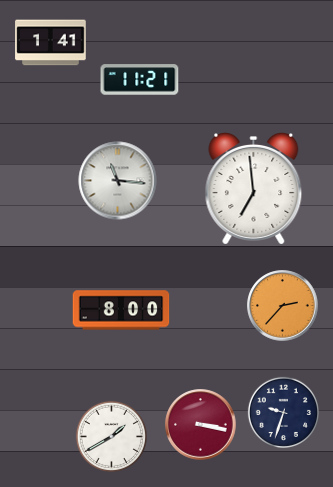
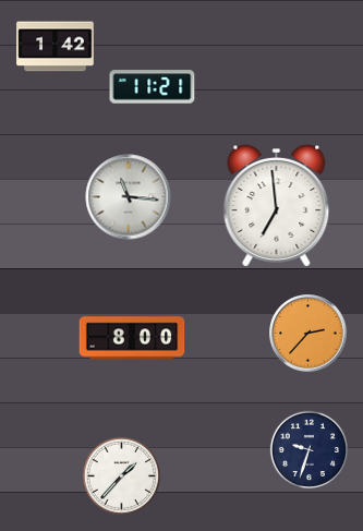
clock at (51, 43): 1:41 -> 1:42
clock at (201, 425): 3:17 -> none
clock at (111, 436): 1:40 -> 1:37
